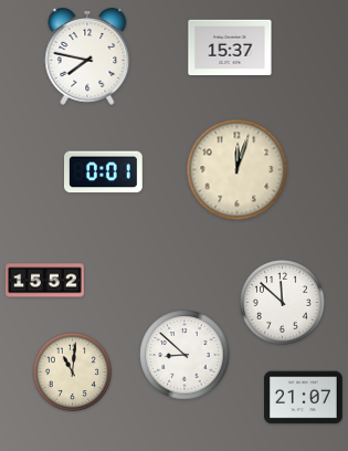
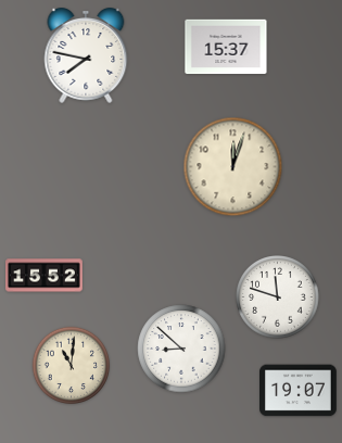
clock at (104, 172): 0:01 -> none
clock at (283, 303): 11:52 -> 11:48
clock at (304, 398): 21:07 -> 19:07
